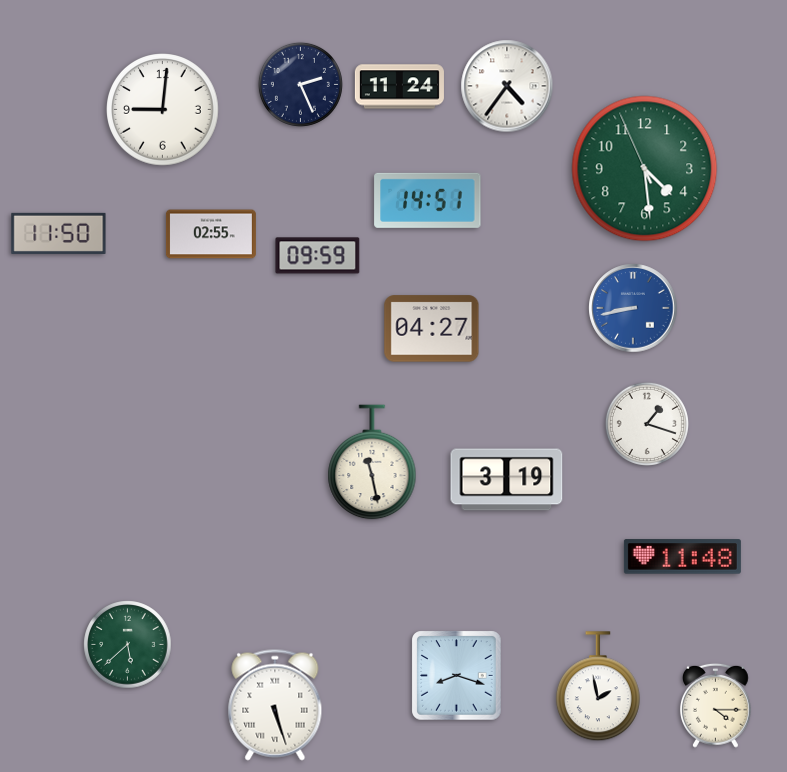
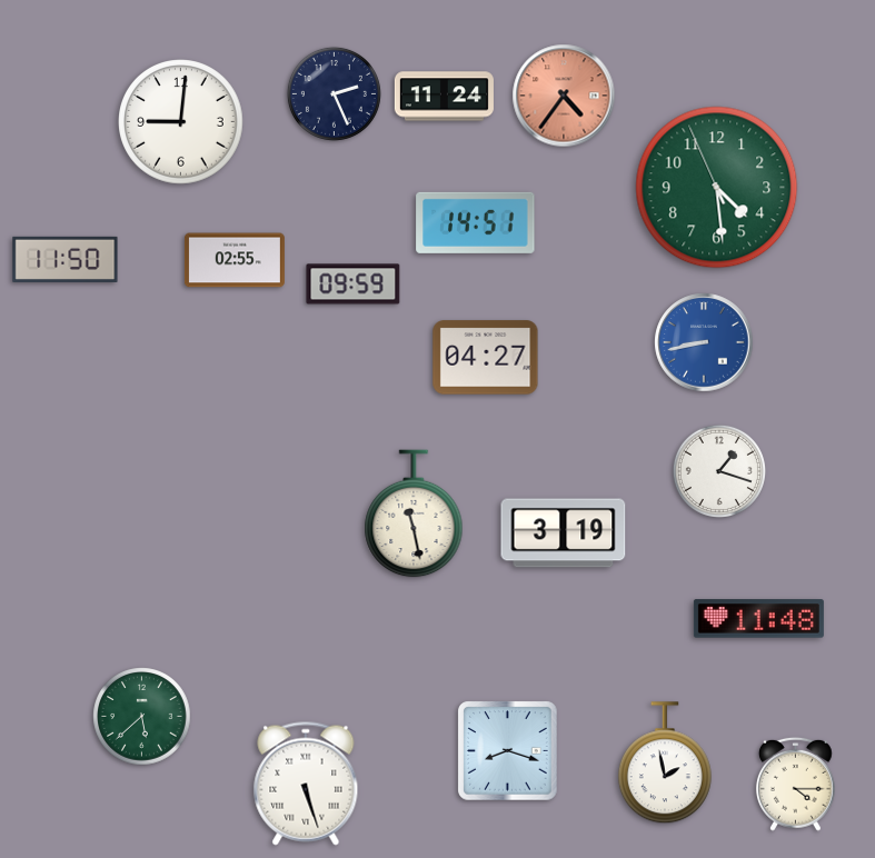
clock at (507, 86) dial: white -> salmon
clock at (432, 329) position: (432, 329) -> (486, 358)
